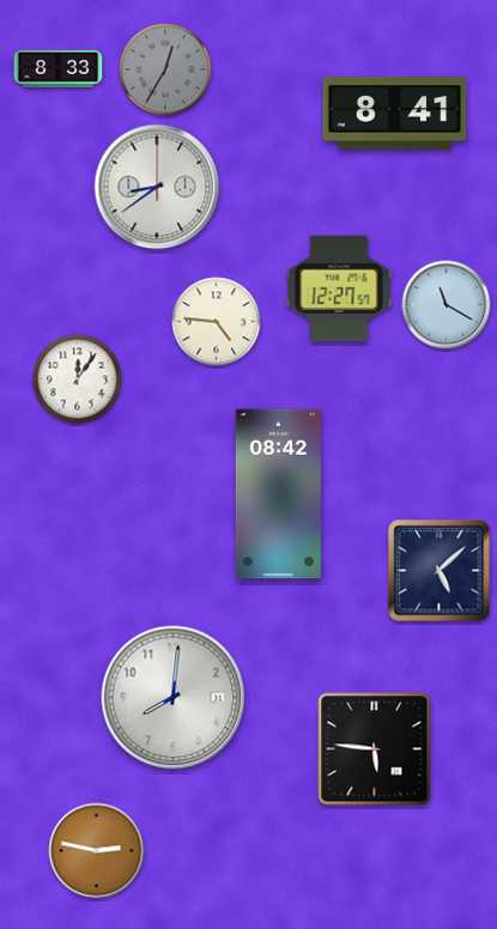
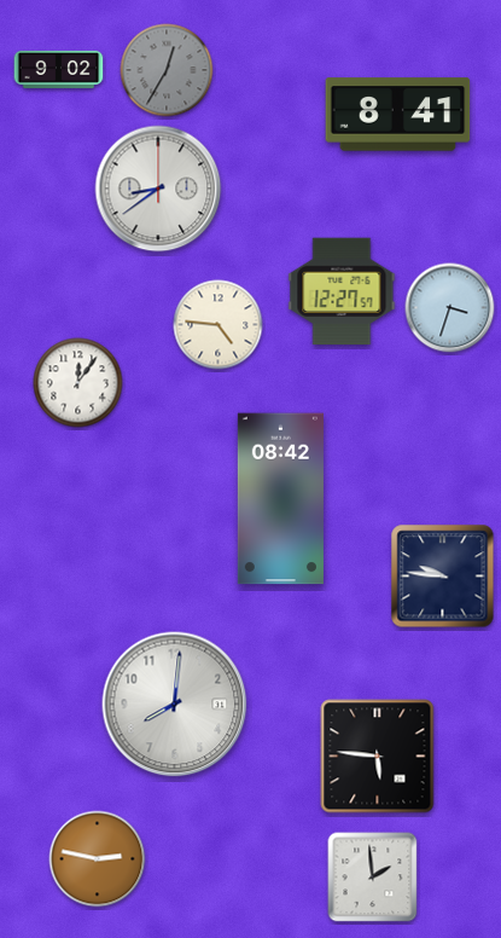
clock at (59, 68): 8:33 -> 9:02
clock at (447, 305): 11:20 -> 3:33
clock at (440, 571): 5:08 -> 9:46
clock at (373, 878): none -> 1:59
